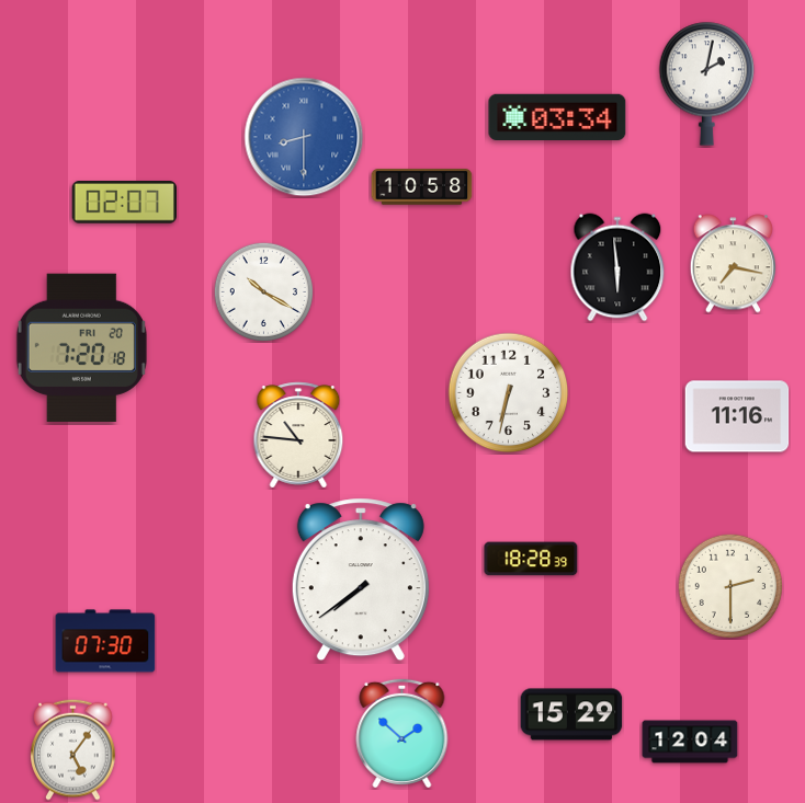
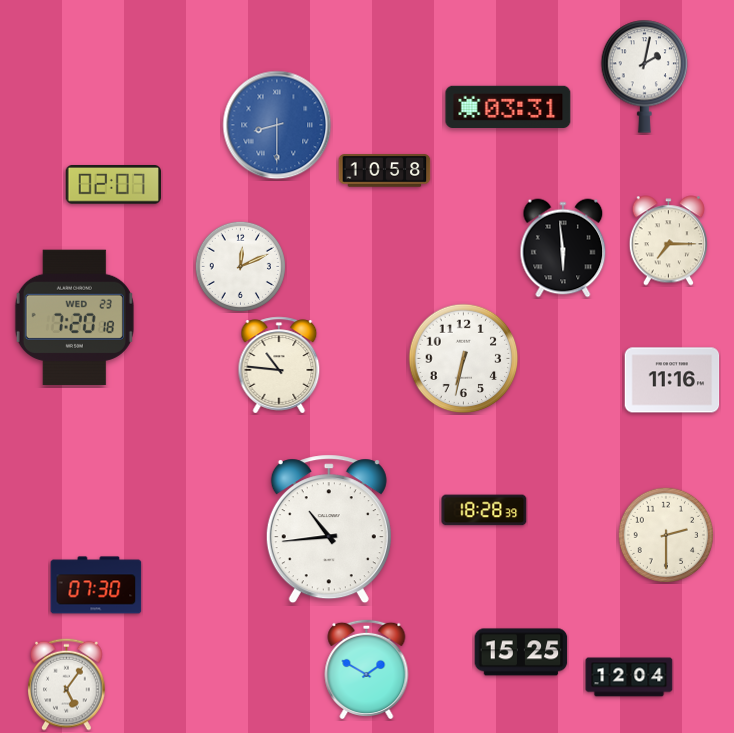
clock at (557, 116): 03:34 -> 03:31
clock at (733, 264): 7:17 -> 7:15
clock at (617, 267) position: (617, 267) -> (563, 248)
clock at (263, 291): 10:20 -> 12:11
clock at (81, 347) date: FRI 20 -> WED 23
clock at (298, 435) position: (298, 435) -> (279, 365)
clock at (361, 580): 7:39 -> 10:44
clock at (571, 714): 15:29 -> 15:25
clock at (402, 732): 1:52 -> 1:50
